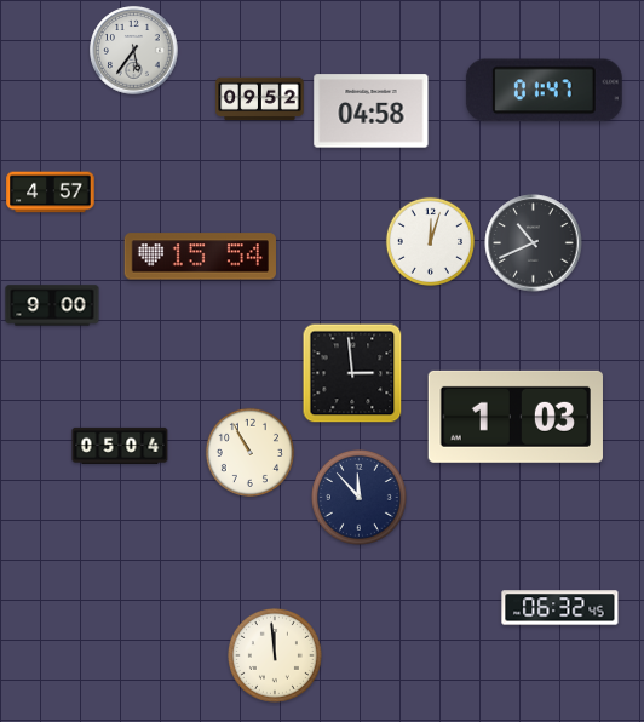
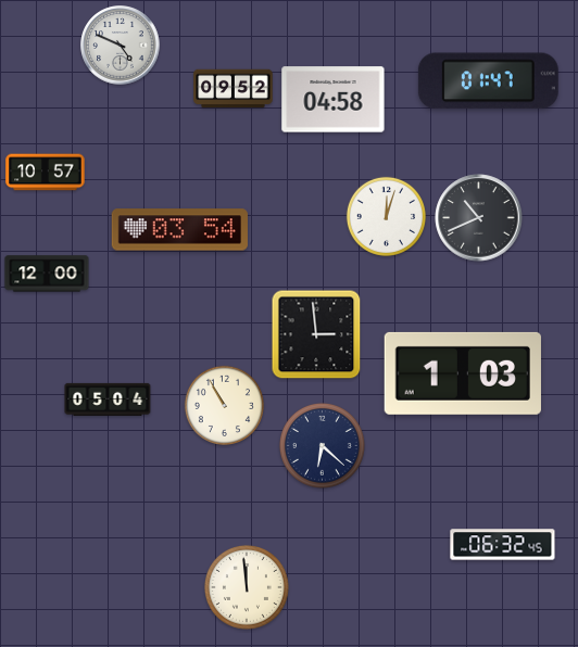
clock at (134, 51): 5:36 -> 4:49
clock at (51, 193): 4:57 -> 10:57
clock at (200, 257): 15:54 -> 03:54
clock at (52, 305): 9:00 -> 12:00
clock at (358, 497): 11:53 -> 6:22
